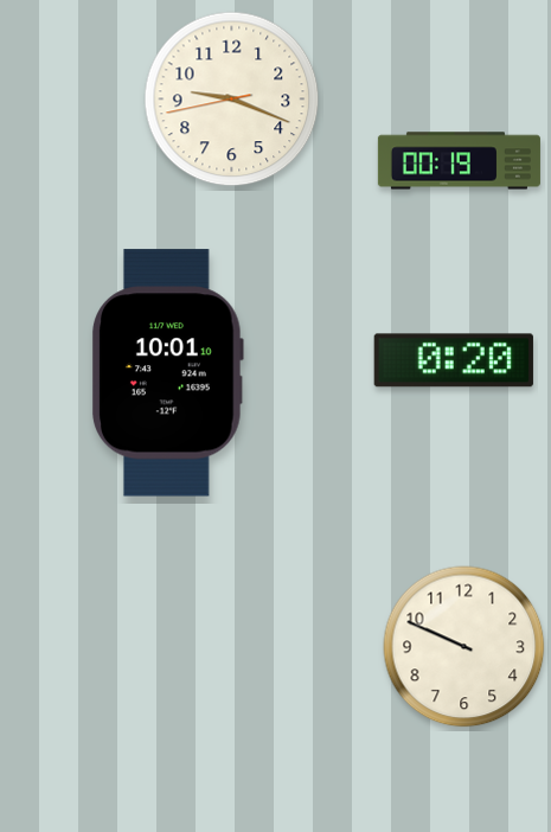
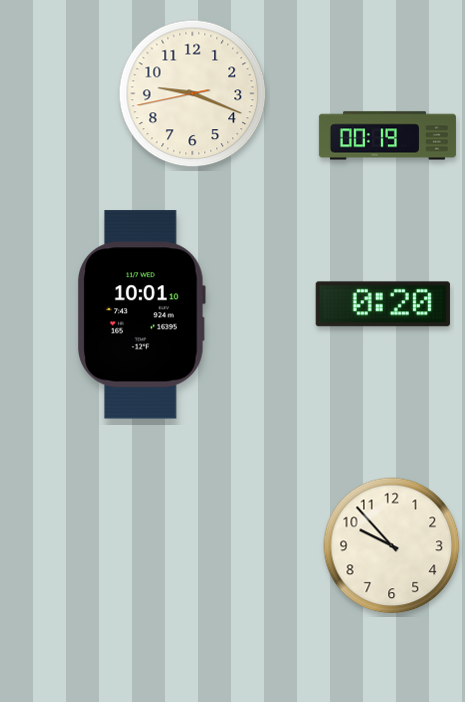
clock at (232, 100) position: (232, 100) -> (193, 94)
clock at (464, 647): 9:49 -> 9:53
